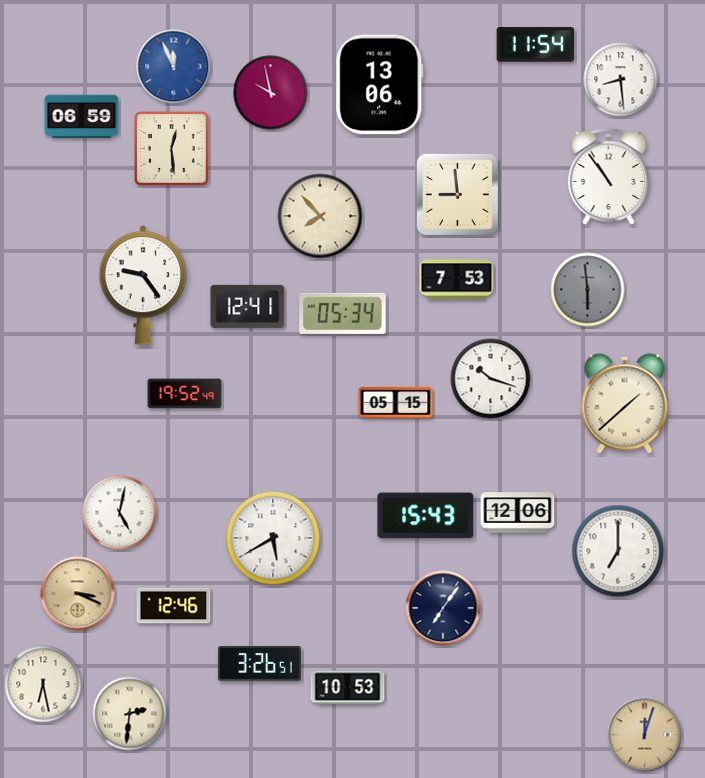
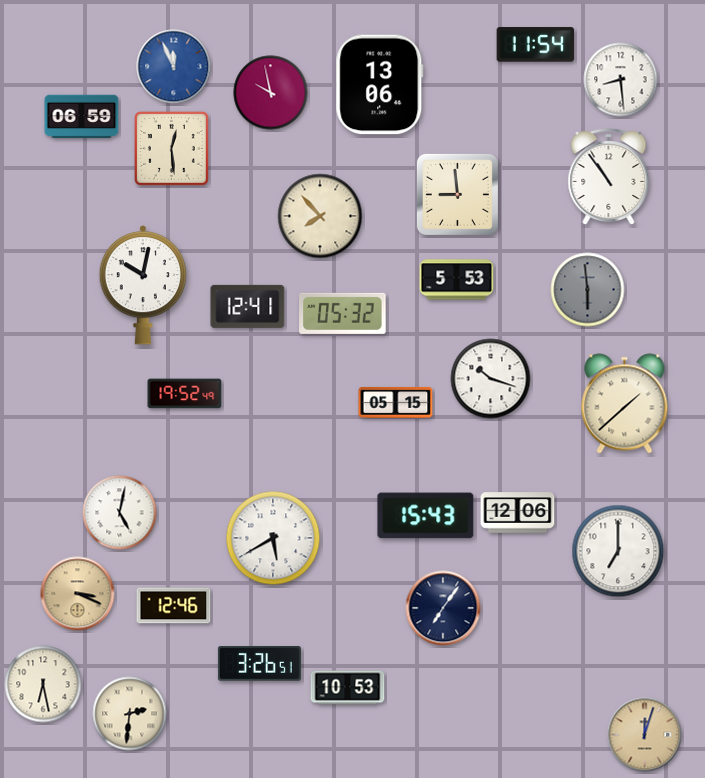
clock at (457, 280): 7:53 -> 5:53
clock at (142, 285): 9:24 -> 10:02
clock at (343, 313): 05:34 -> 05:32
